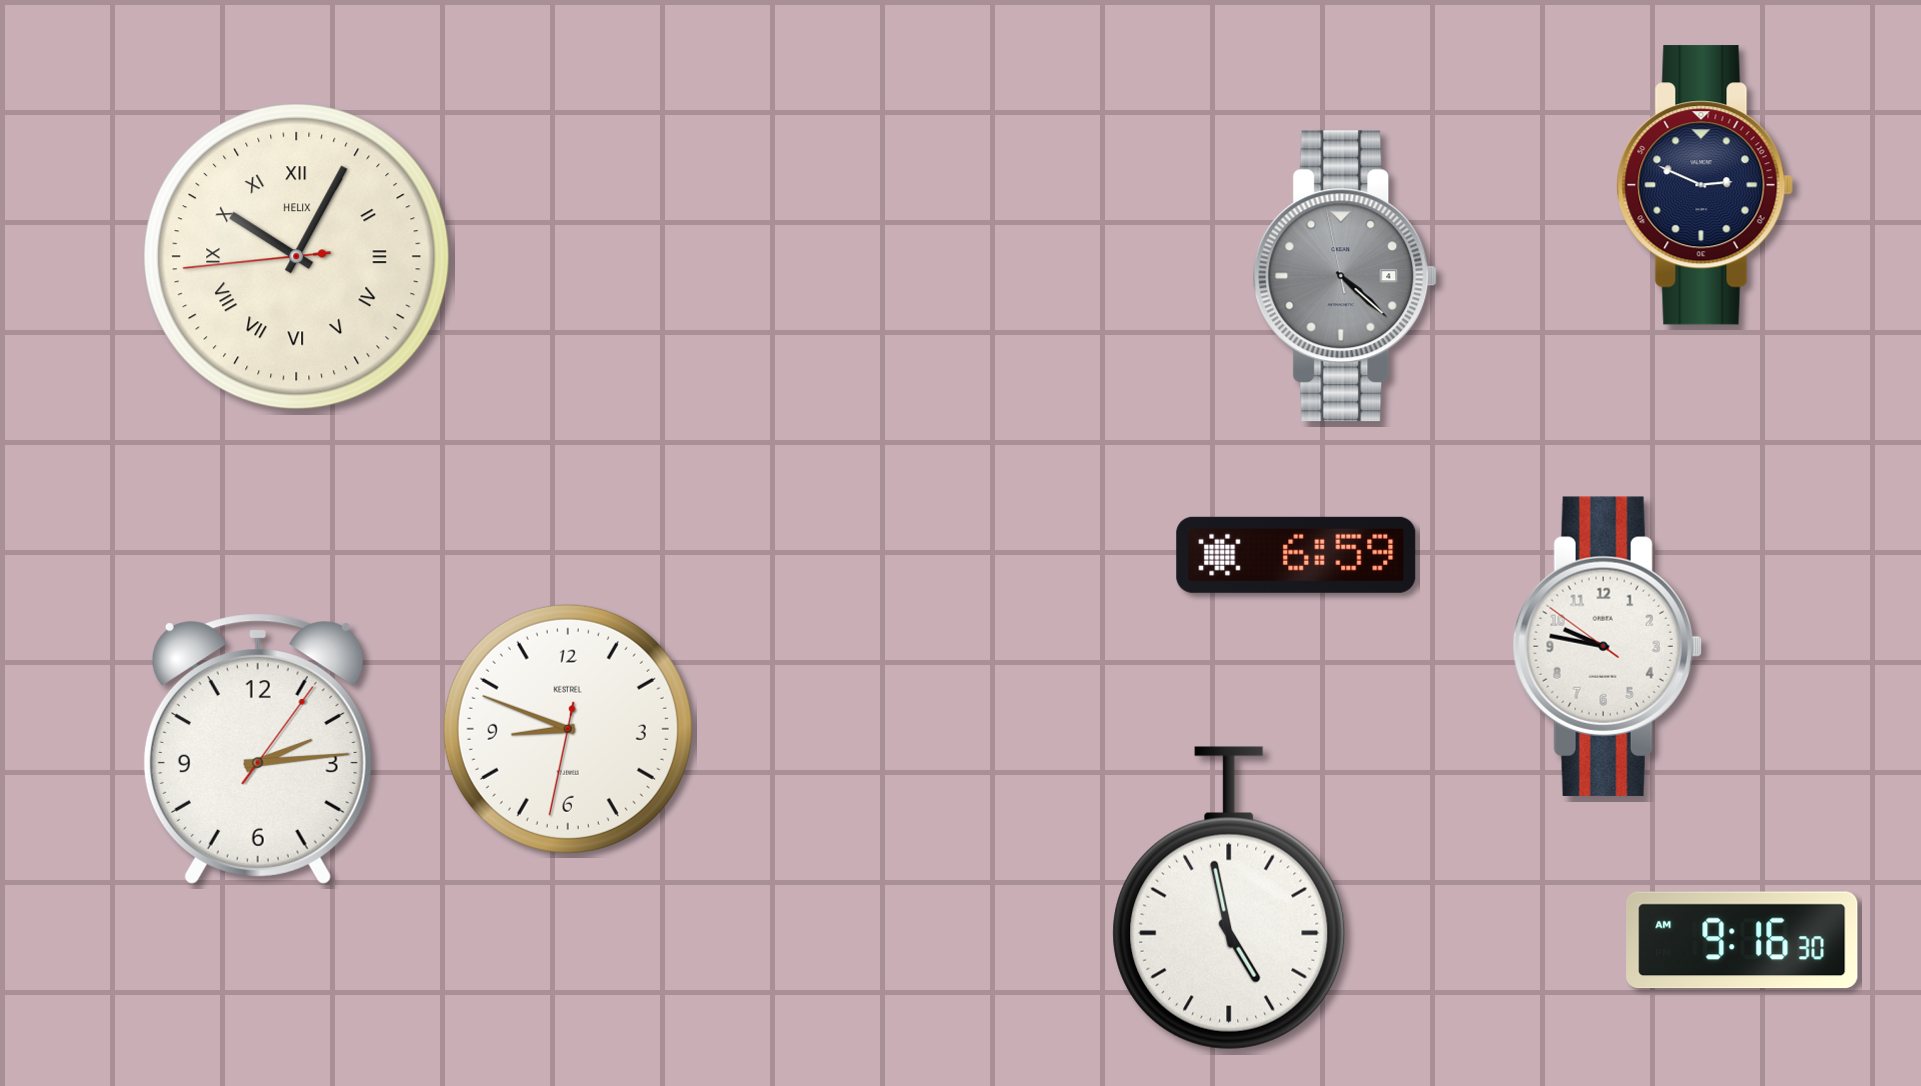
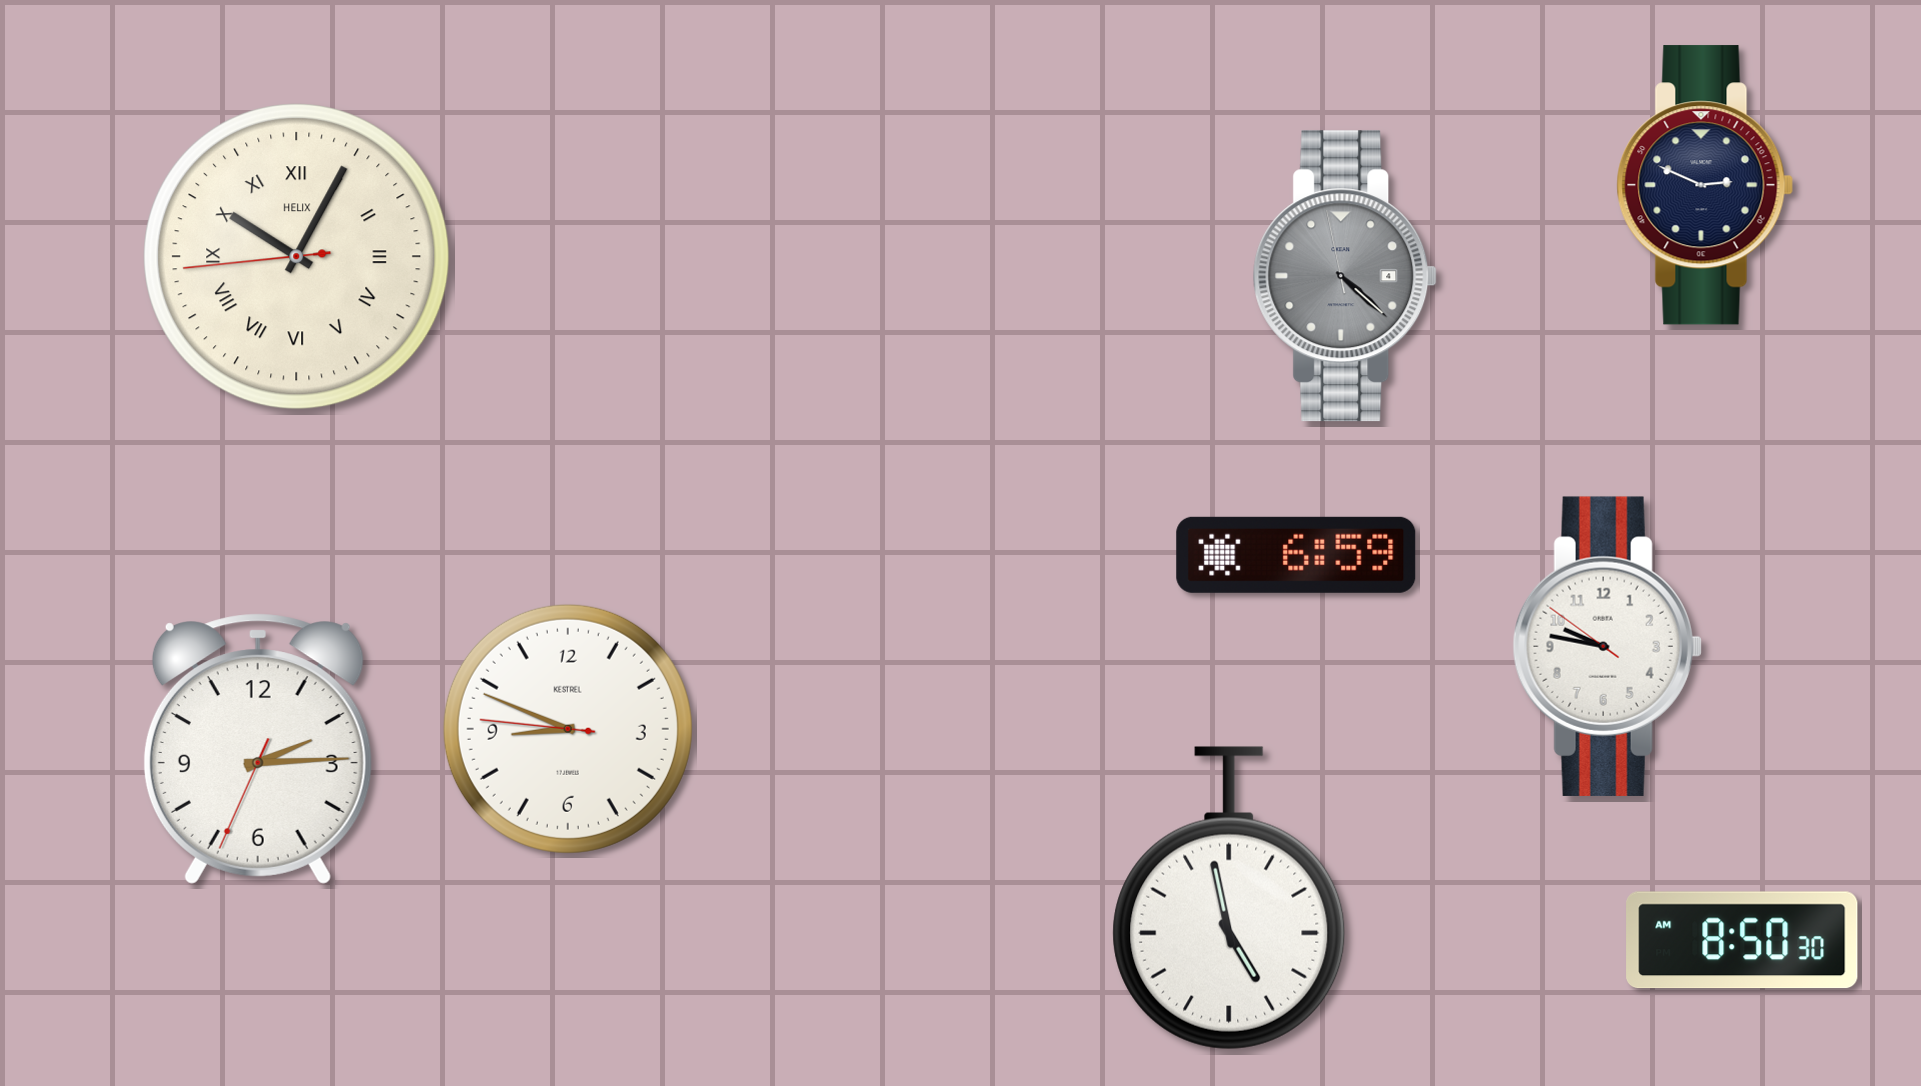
clock at (568, 729): 8:48:32 -> 8:48:46
clock at (258, 749): 2:14:06 -> 2:14:34
clock at (1742, 940): 9:16 -> 8:50
